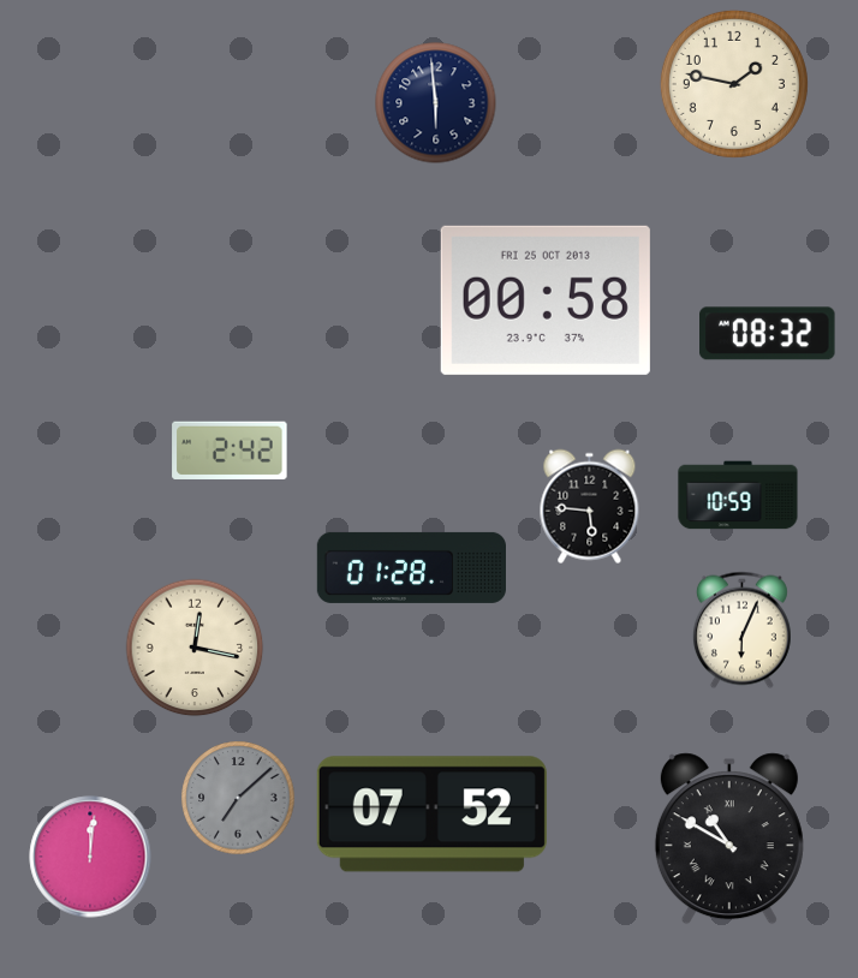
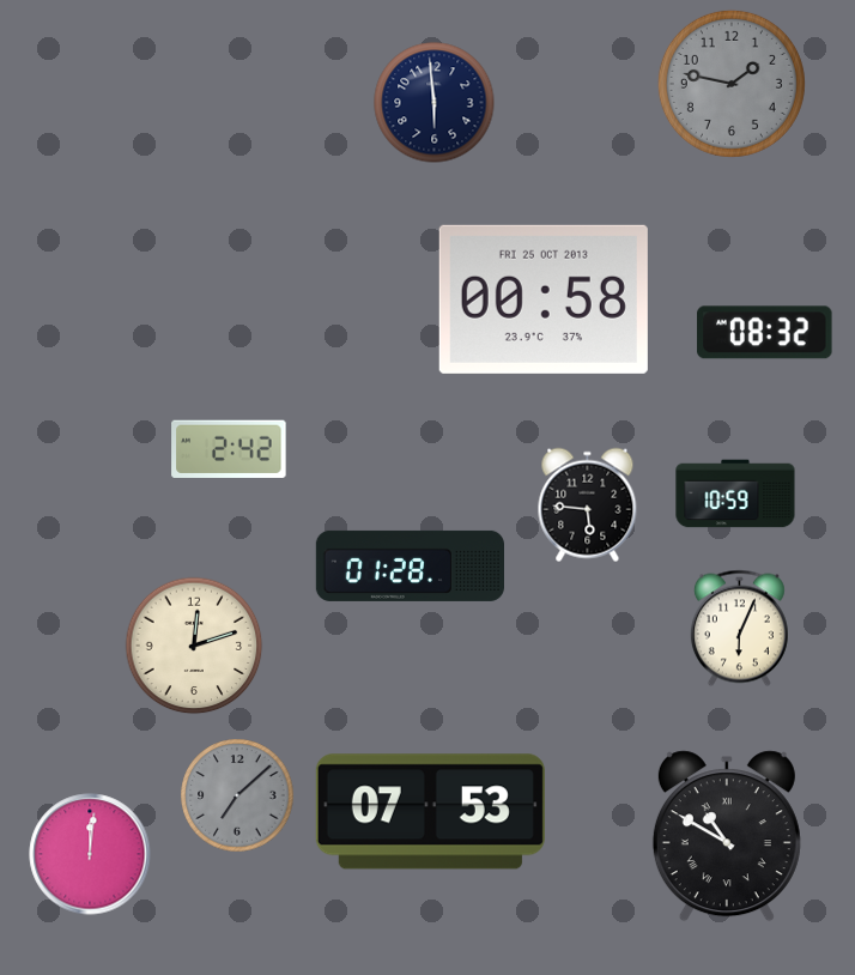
clock at (734, 84) dial: cream -> grey
clock at (195, 648): 12:17 -> 12:12
clock at (431, 815): 07:52 -> 07:53
